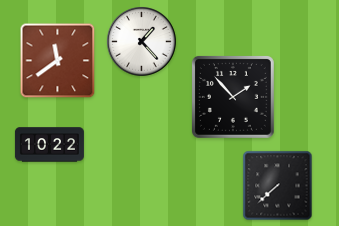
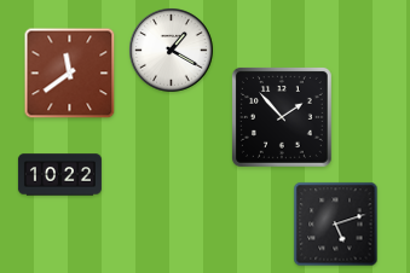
clock at (142, 42): 1:23 -> 1:20
clock at (278, 186): 7:38 -> 5:12
